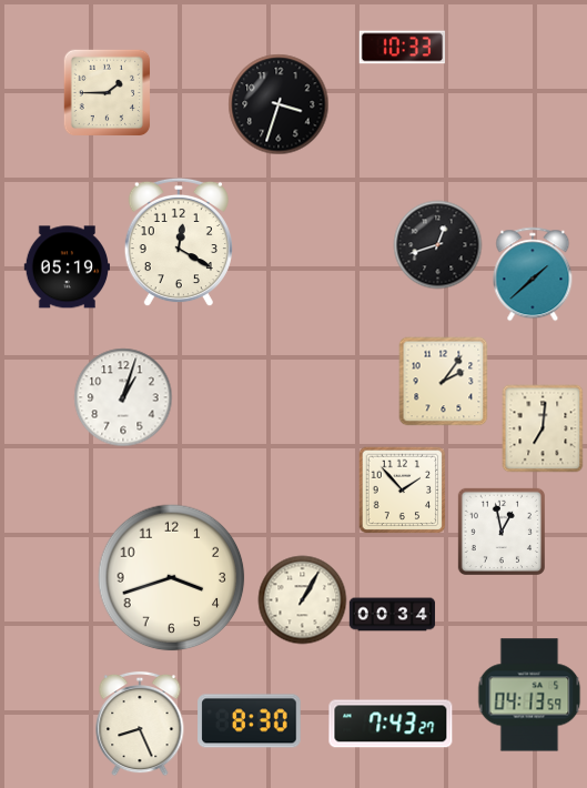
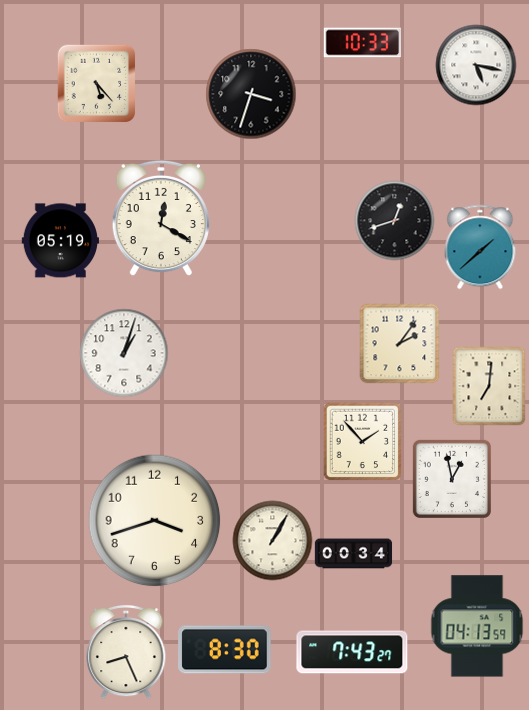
clock at (476, 65): none -> 5:17
clock at (107, 92): 1:45 -> 5:23
clock at (123, 397) position: (123, 397) -> (124, 353)
